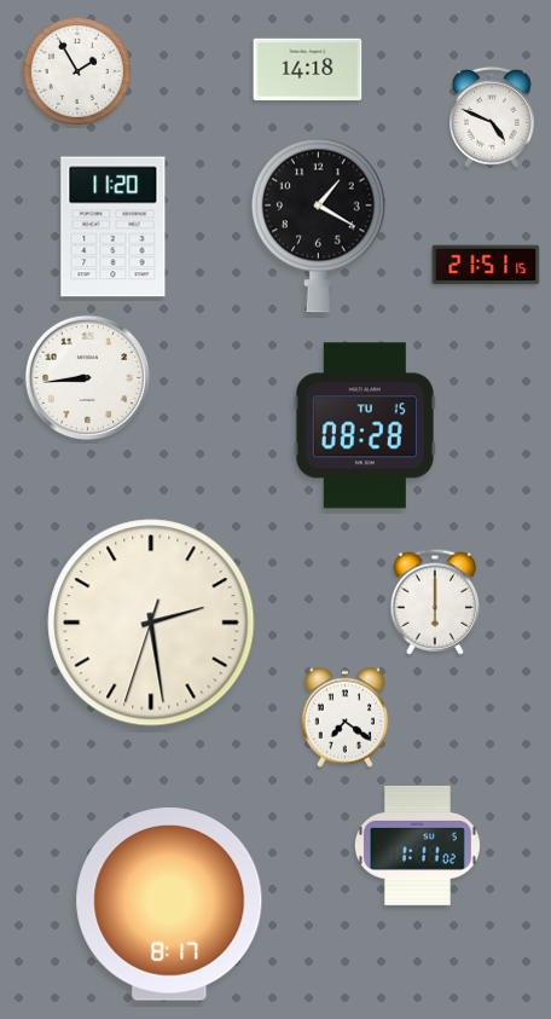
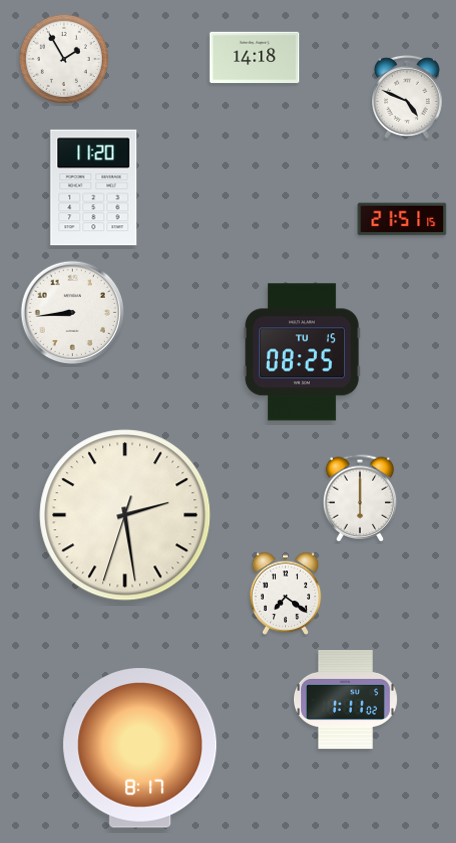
clock at (319, 225): 1:20 -> none
clock at (365, 425): 08:28 -> 08:25
